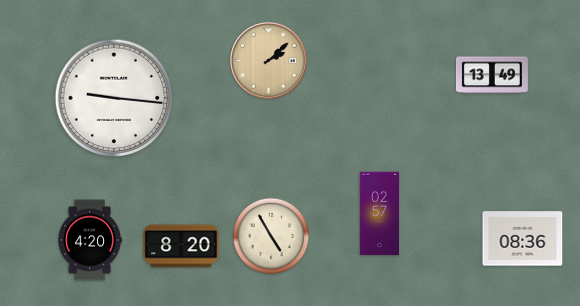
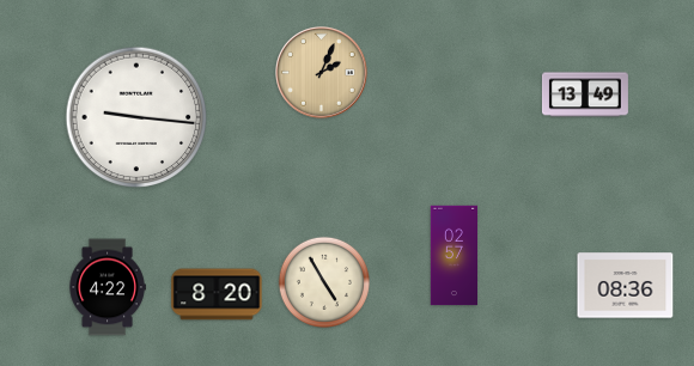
clock at (269, 61): 2:08 -> 2:04
clock at (492, 75) position: (492, 75) -> (585, 94)
clock at (90, 240): 4:20 -> 4:22
